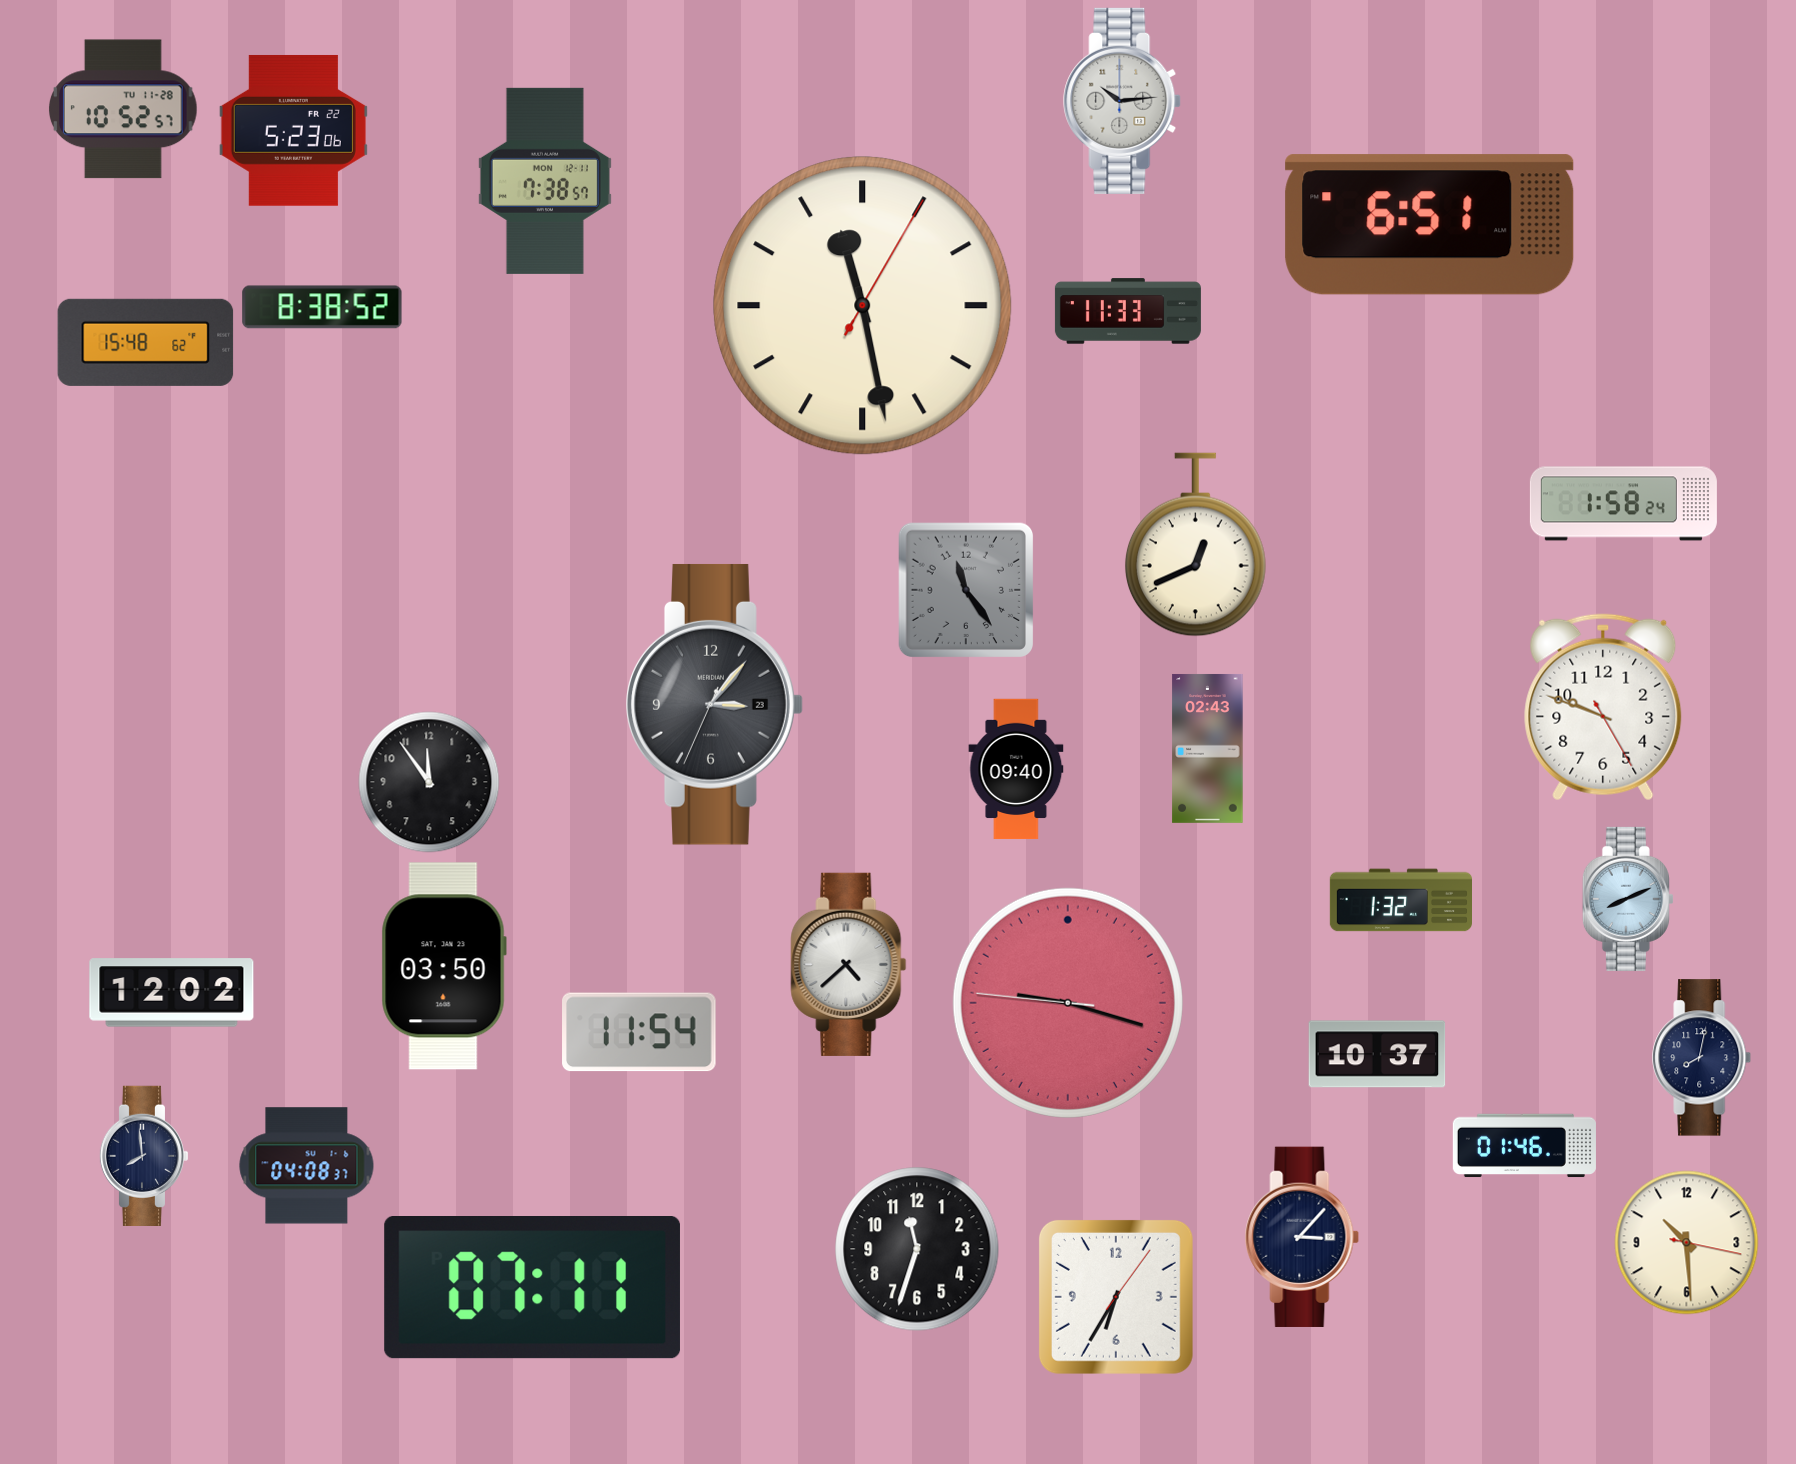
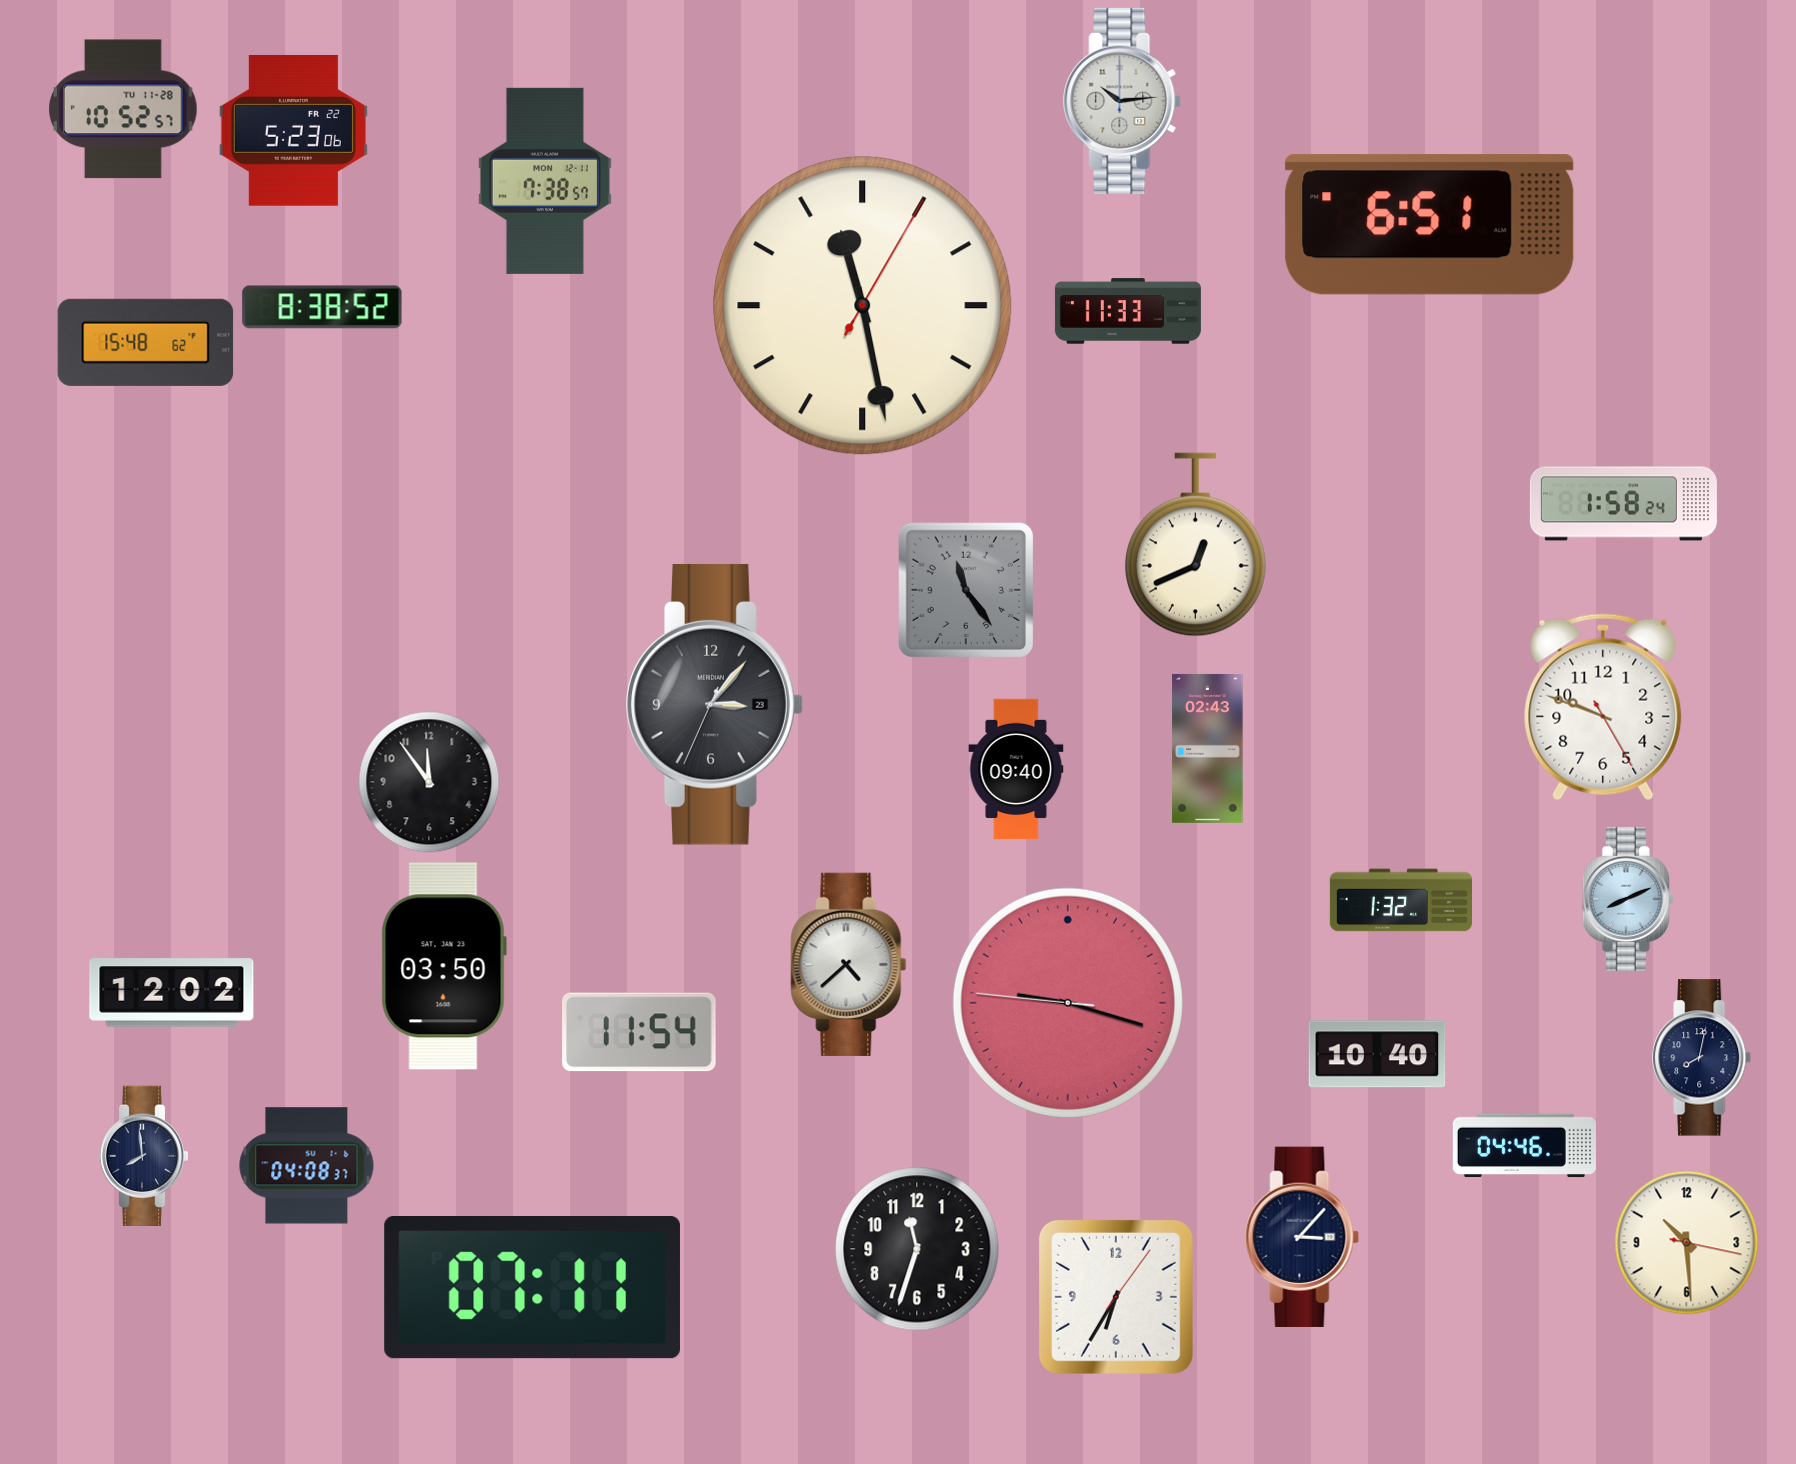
clock at (1377, 1054): 10:37 -> 10:40
clock at (1524, 1146): 01:46 -> 04:46
